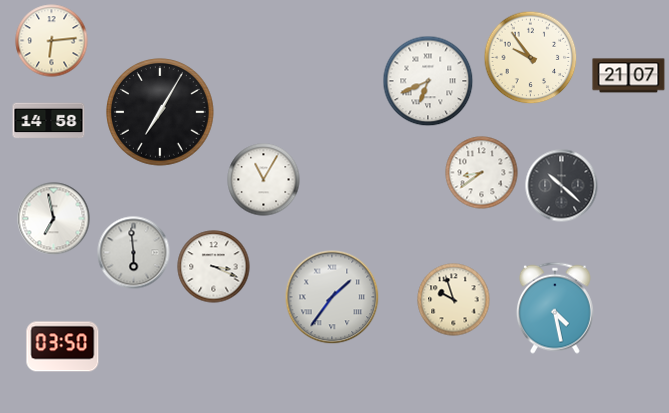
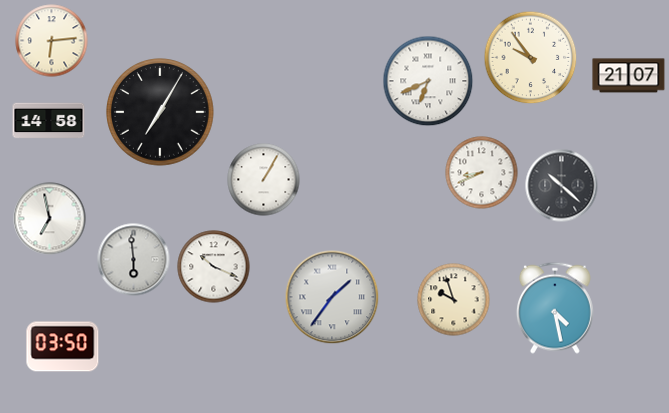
clock at (482, 173): 8:39 -> 8:41
clock at (264, 180): 11:05 -> 1:05
clock at (54, 219) position: (54, 219) -> (50, 219)
clock at (134, 253) position: (134, 253) -> (134, 260)
clock at (214, 267): 3:19 -> 10:19
